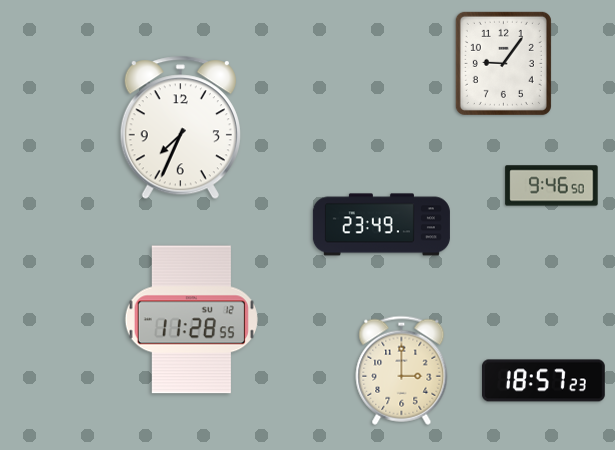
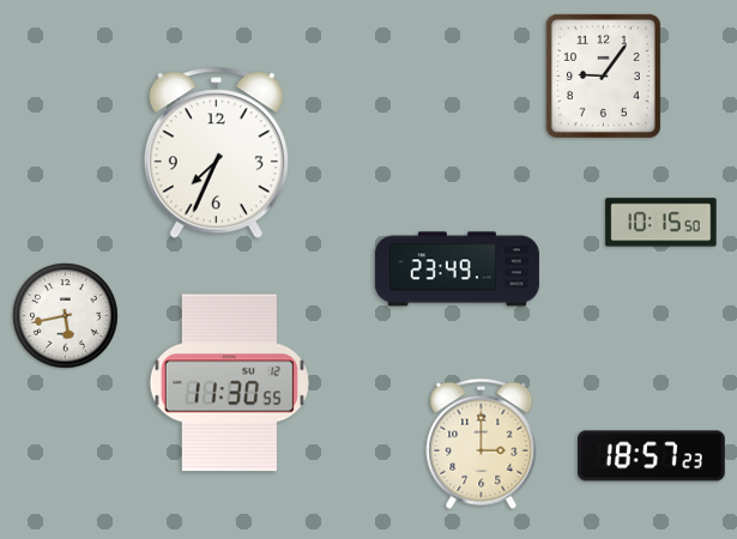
clock at (552, 186): 9:46 -> 10:15
clock at (66, 316): none -> 5:43
clock at (191, 320): 11:28 -> 11:30
